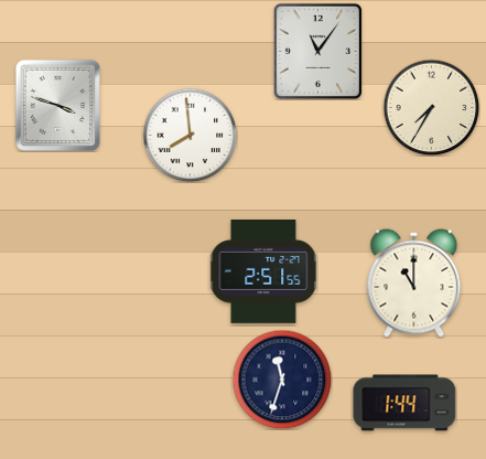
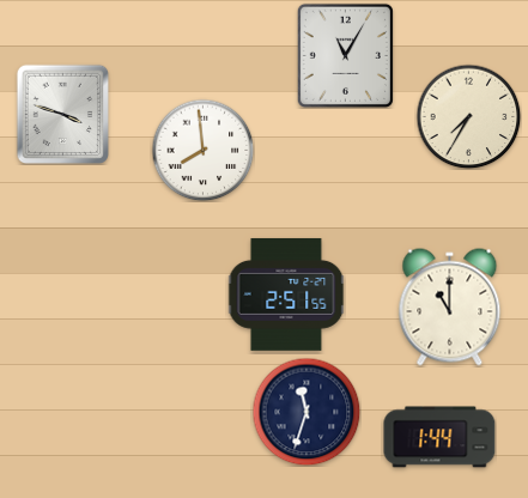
clock at (317, 51): 11:06 -> 11:05
clock at (190, 135) position: (190, 135) -> (202, 150)
